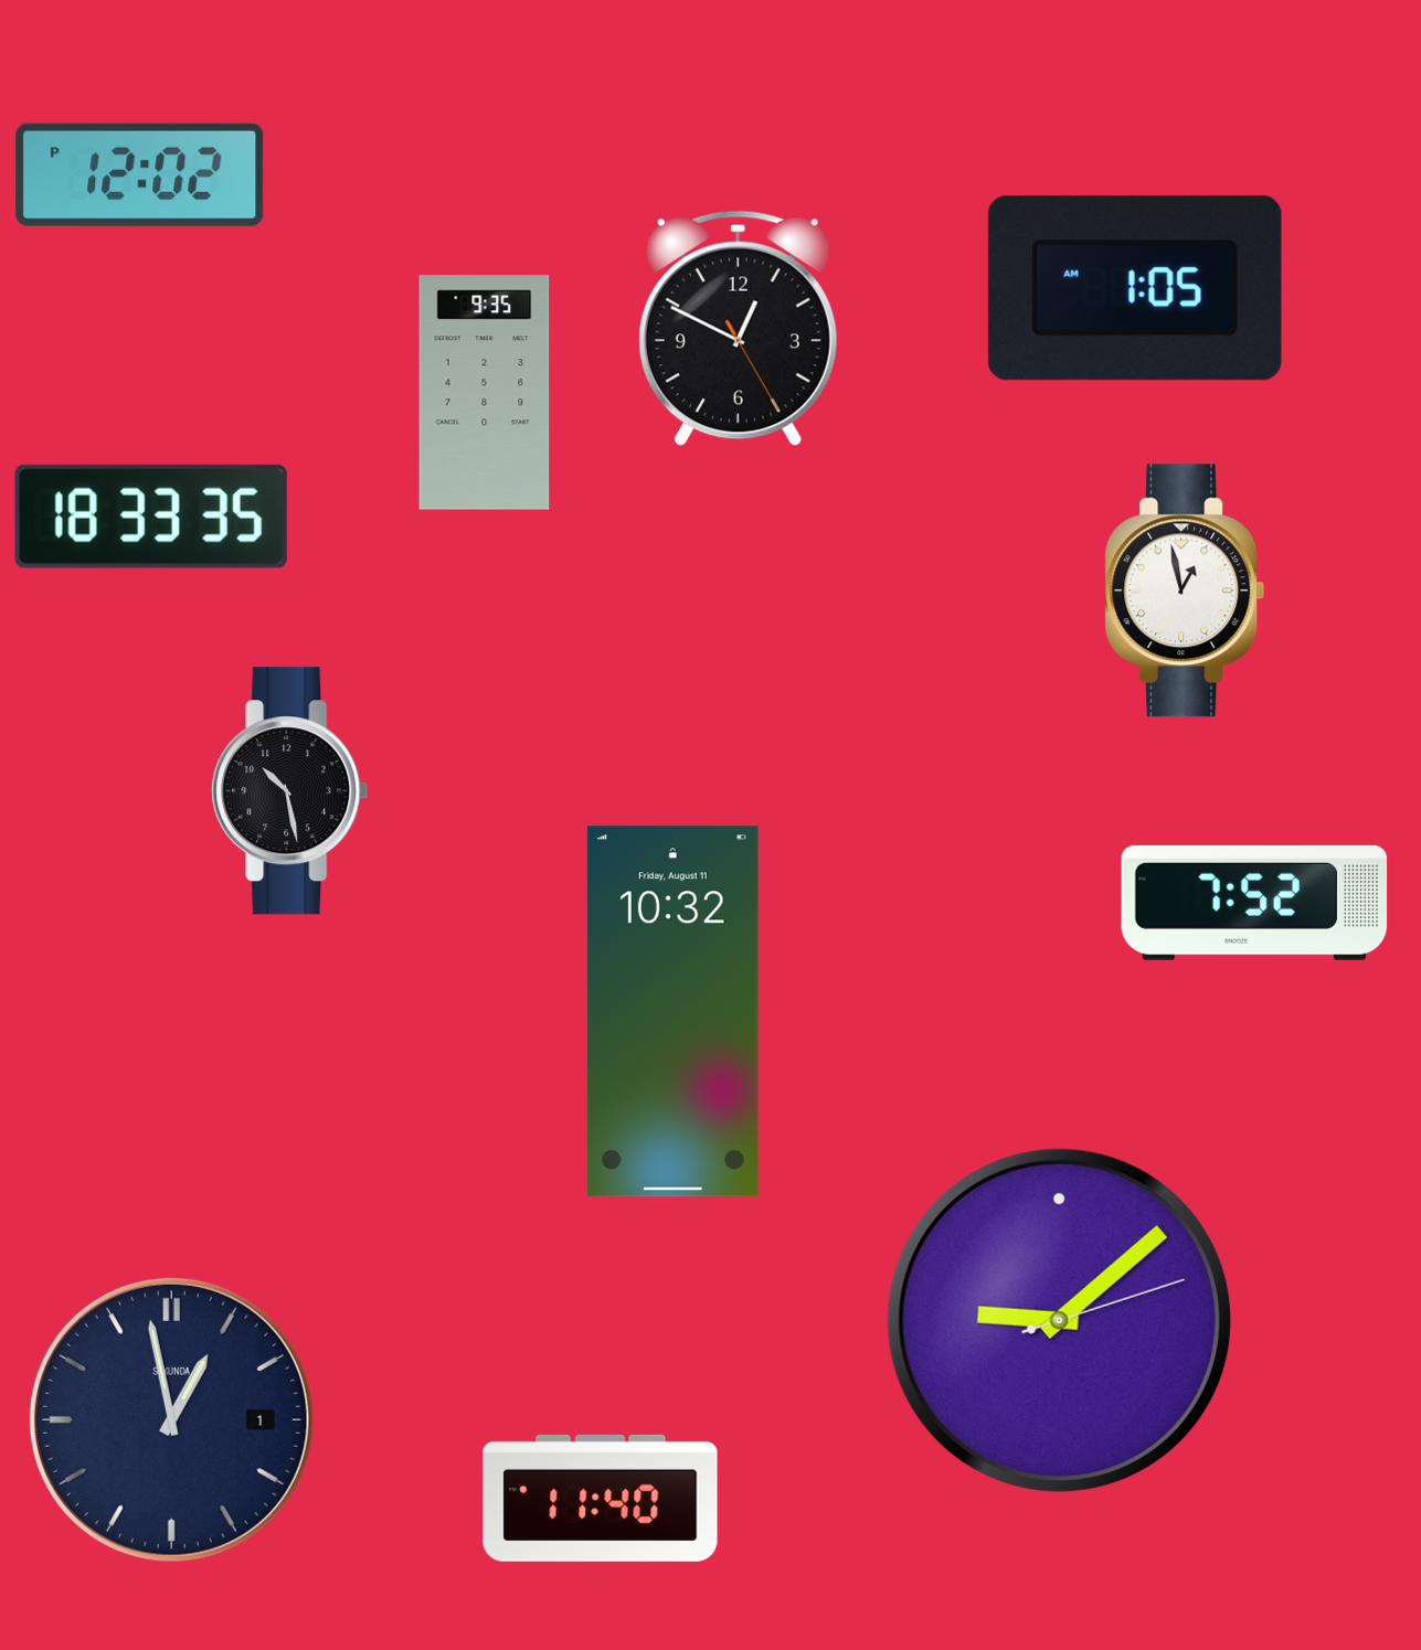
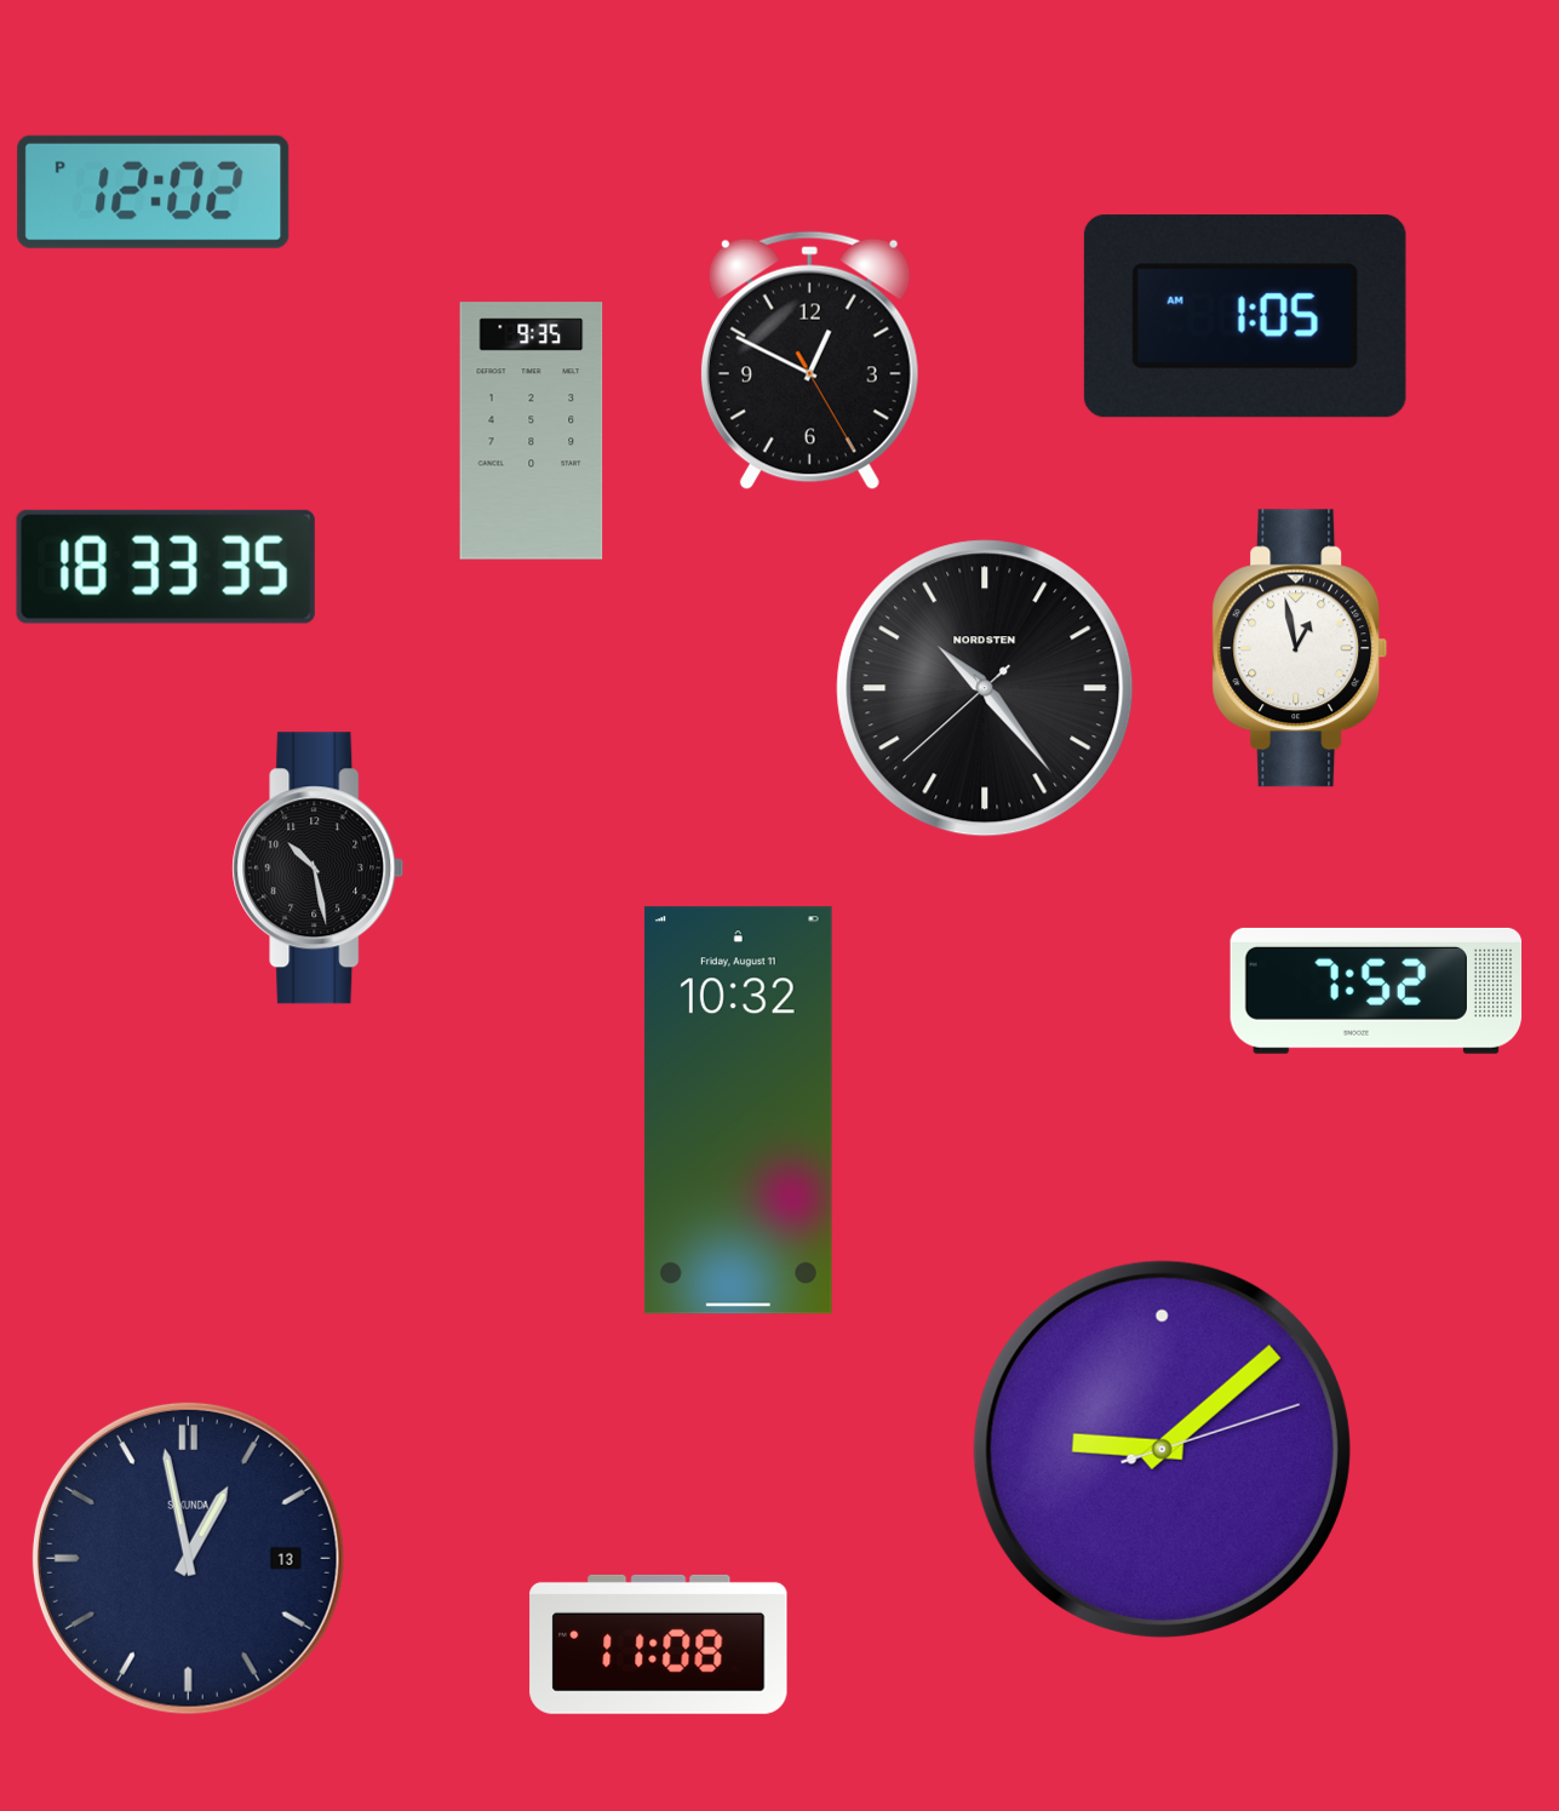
clock at (985, 688): none -> 10:23
clock at (171, 1419) date: 1 -> 13
clock at (601, 1498): 11:40 -> 11:08
